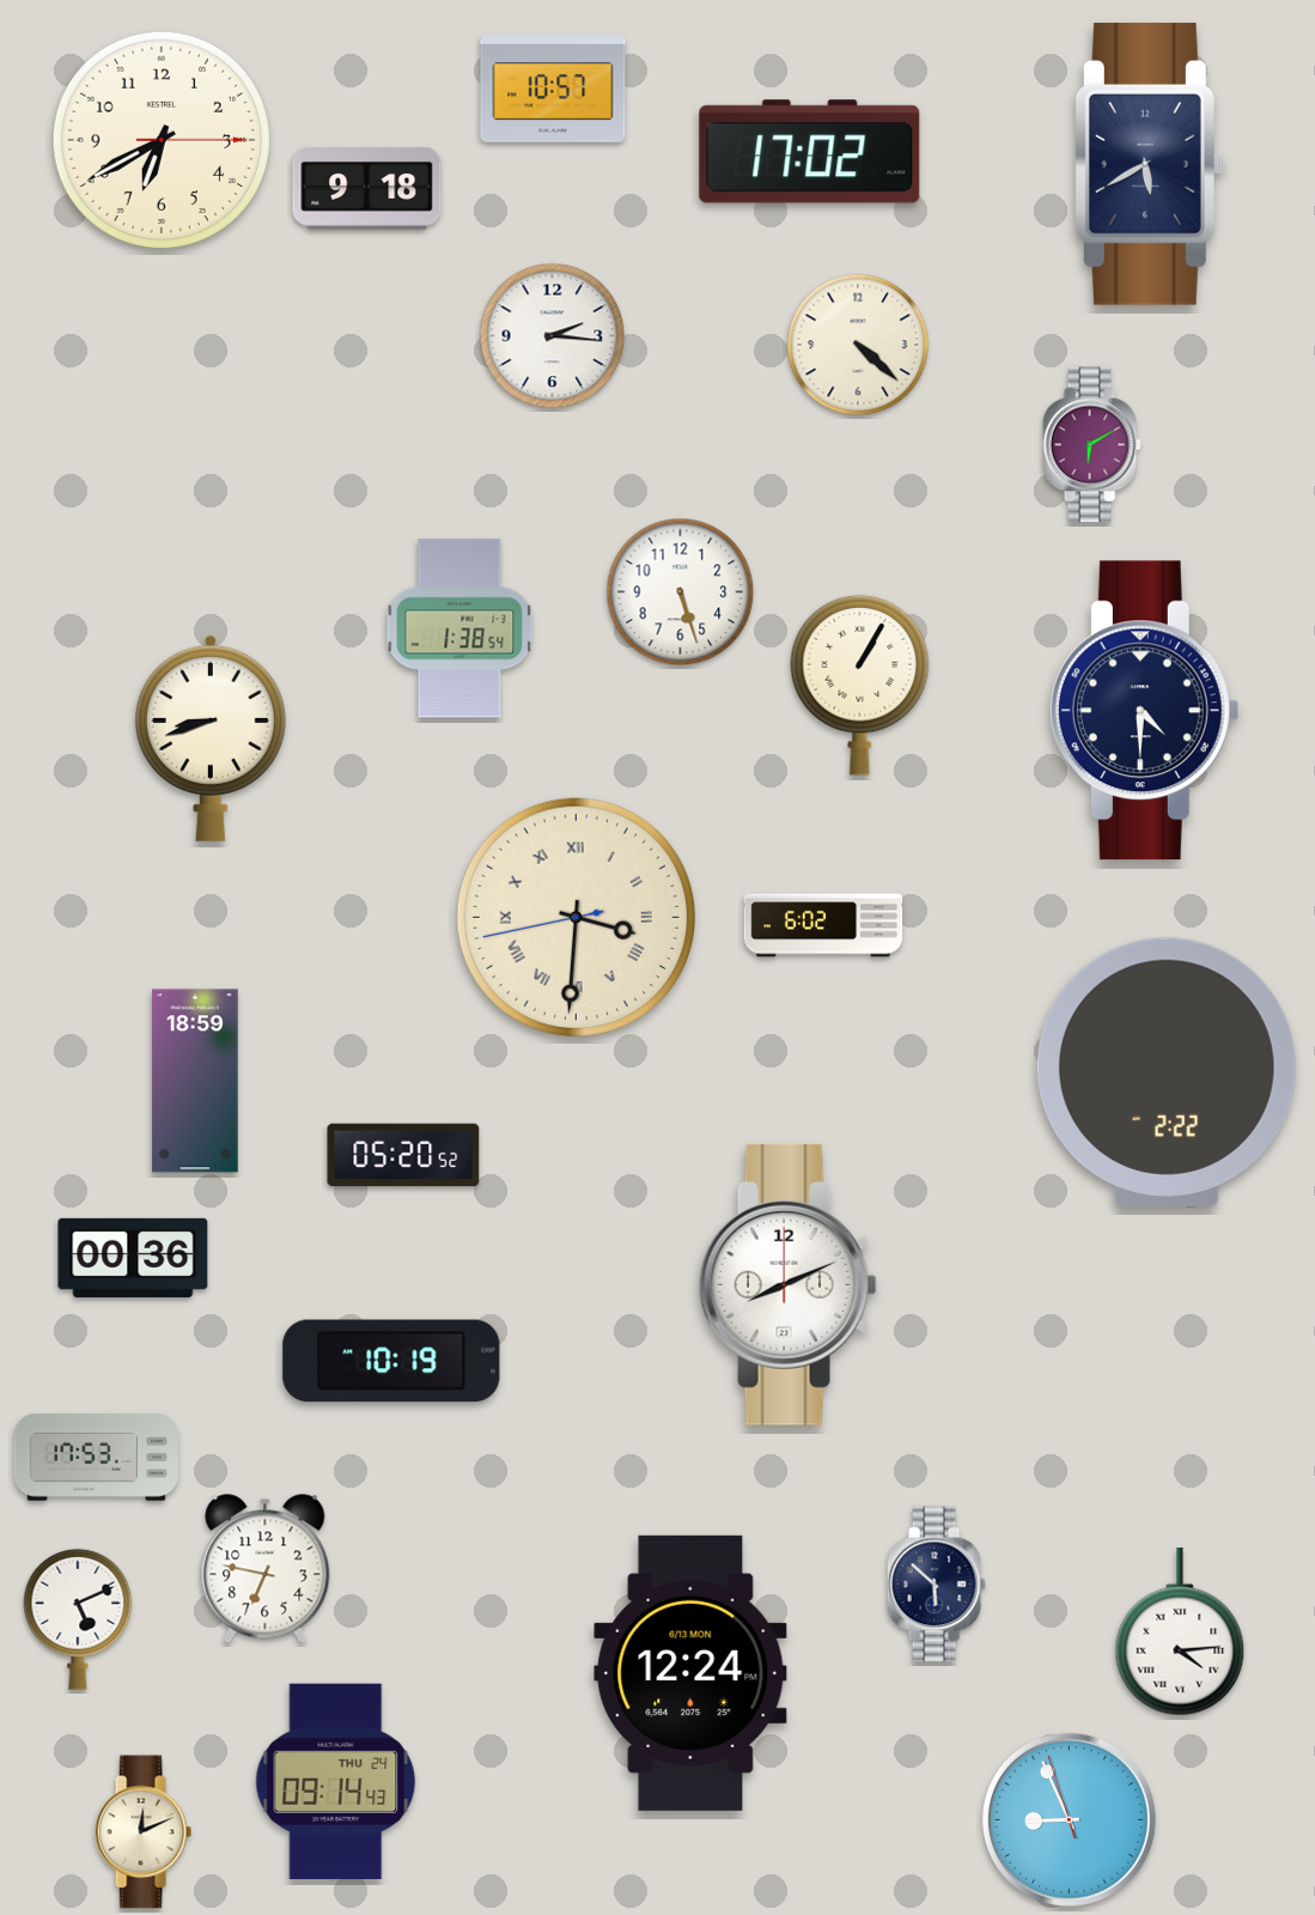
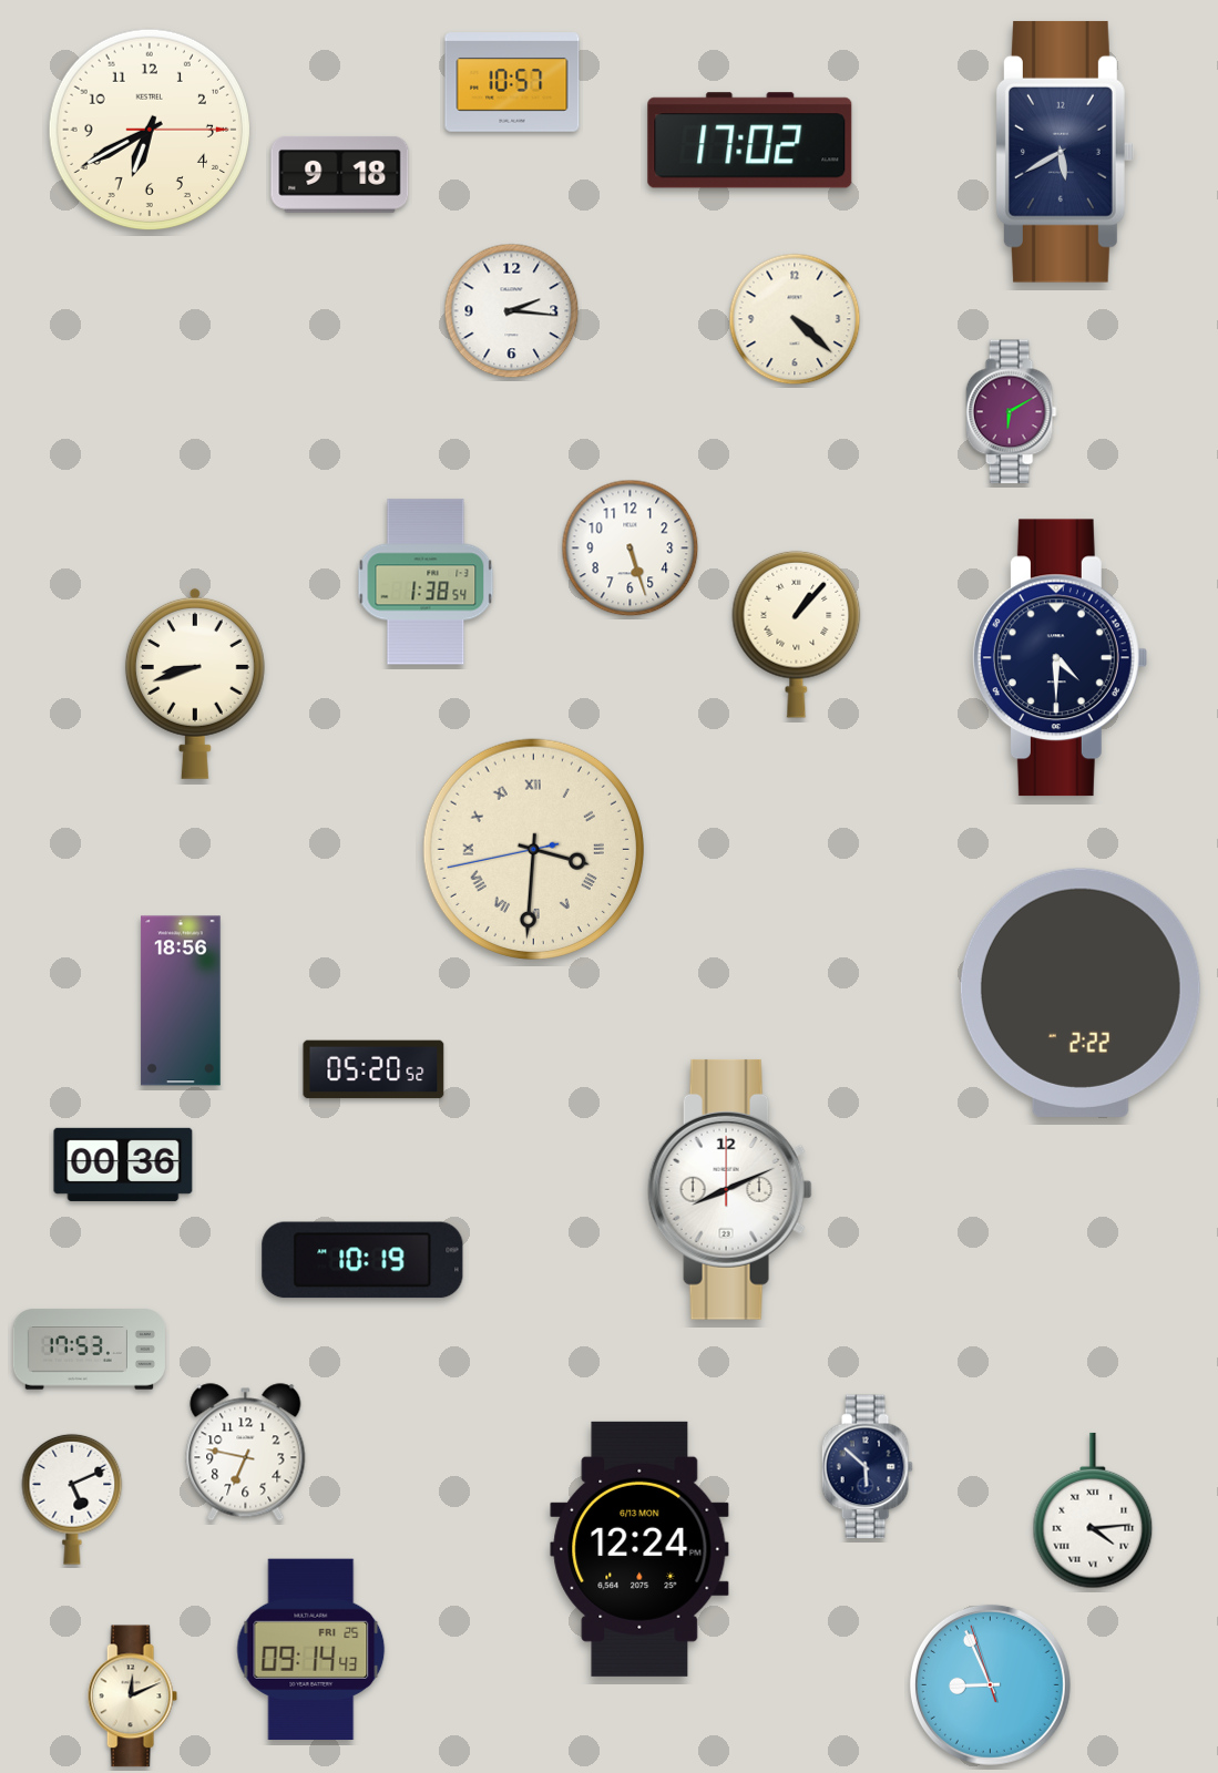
clock at (860, 685): 1:05 -> 1:07
clock at (823, 925): 6:02 -> none
clock at (195, 1081): 18:59 -> 18:56
clock at (336, 1781) date: THU 24 -> FRI 25
